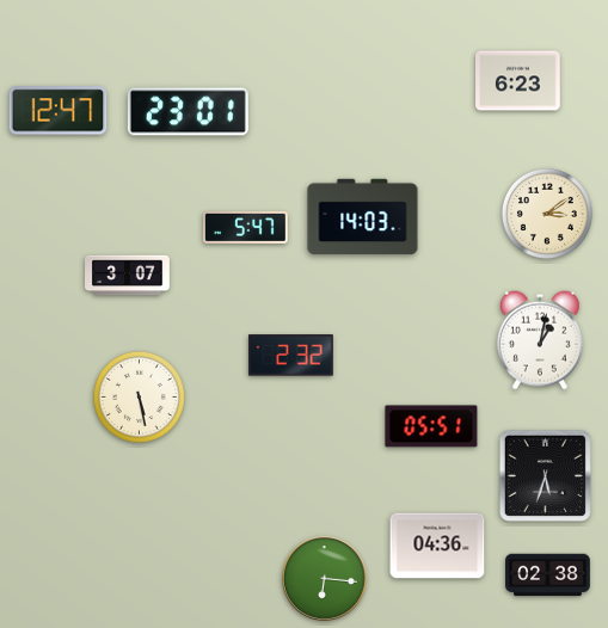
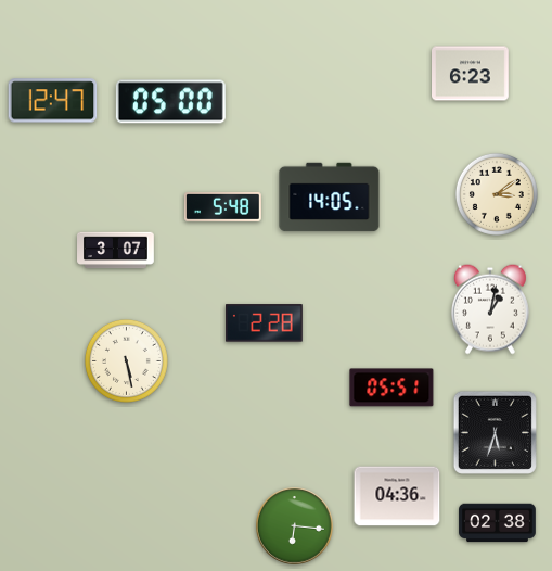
clock at (188, 112): 23:01 -> 05:00
clock at (363, 217): 14:03 -> 14:05
clock at (246, 227): 5:47 -> 5:48
clock at (290, 356): 2:32 -> 2:28
